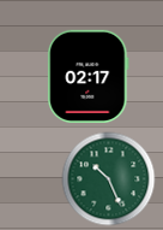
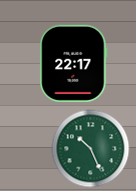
clock at (89, 76): 02:17 -> 22:17
